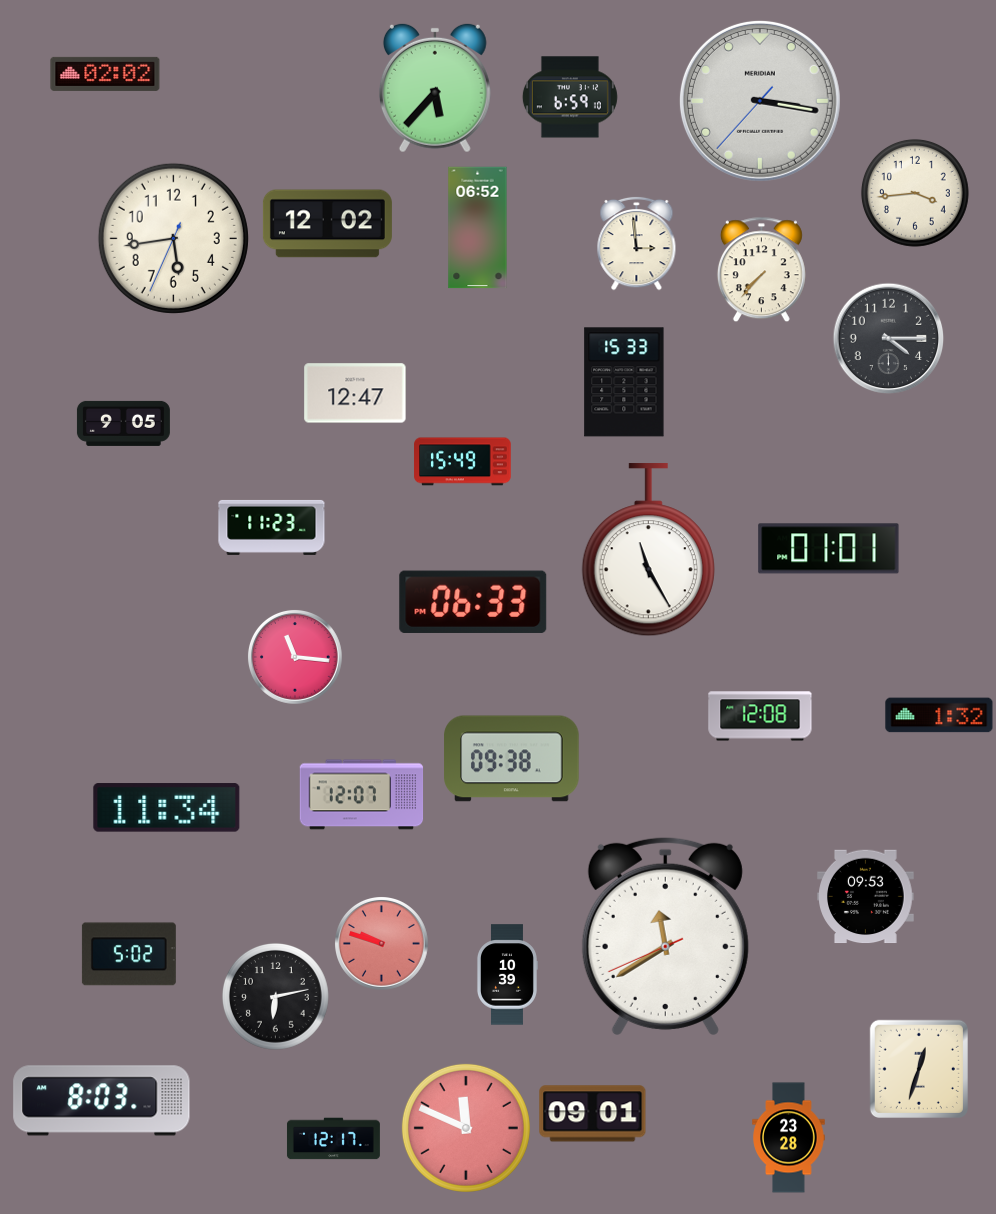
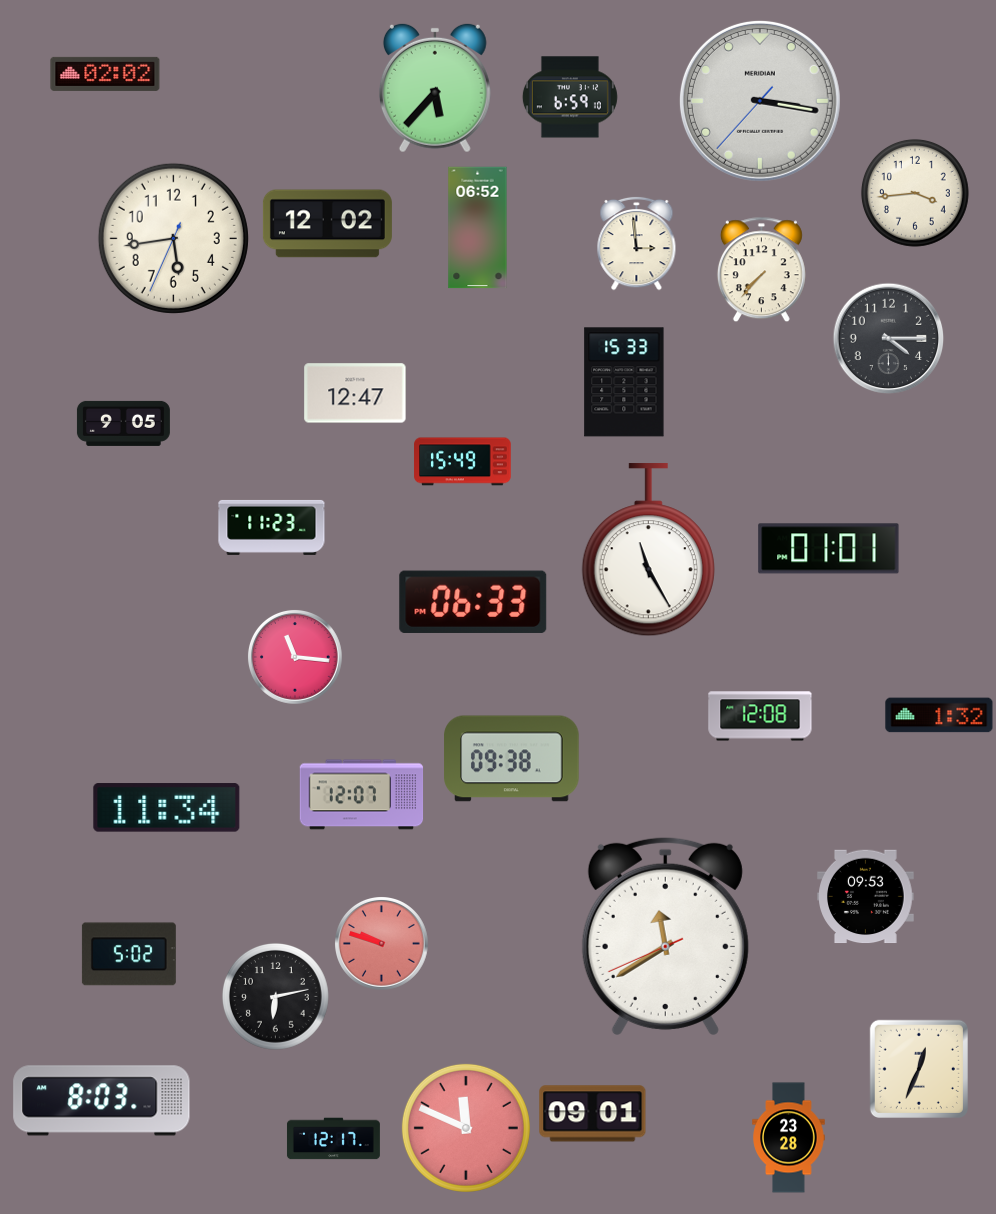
clock at (507, 975): 10:39 -> none
clock at (919, 1069): 12:33 -> 12:34
